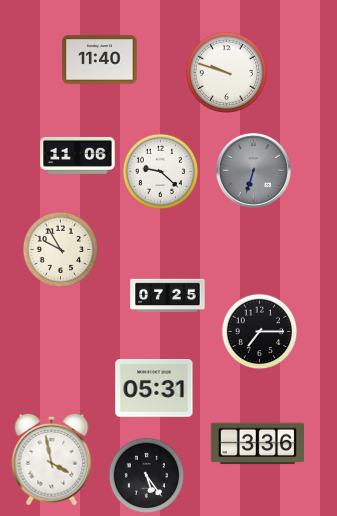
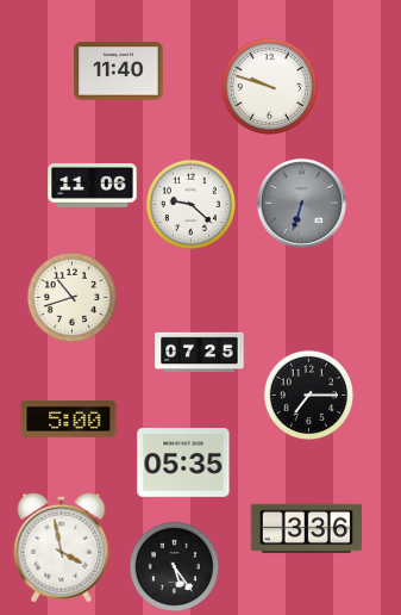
clock at (61, 250): 9:55 -> 10:42
clock at (69, 420): none -> 5:00
clock at (154, 389): 05:31 -> 05:35
